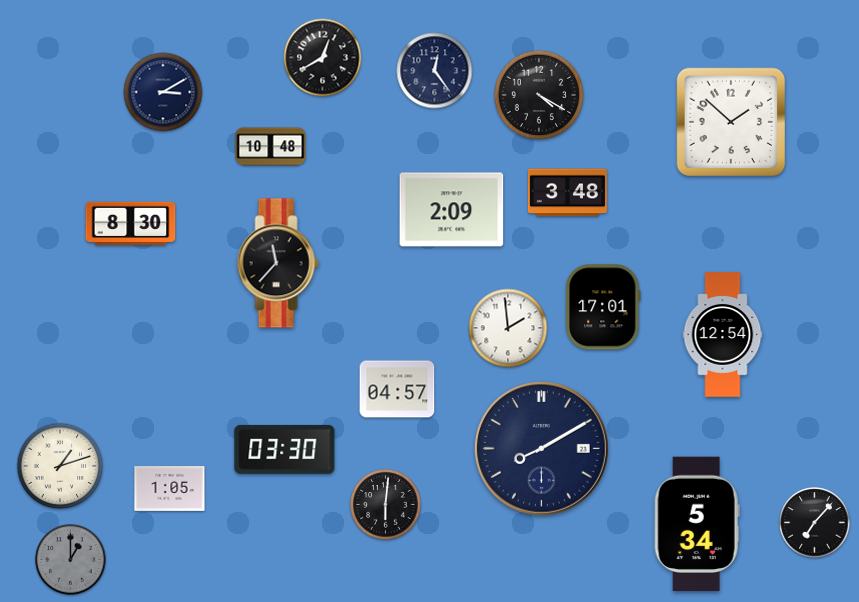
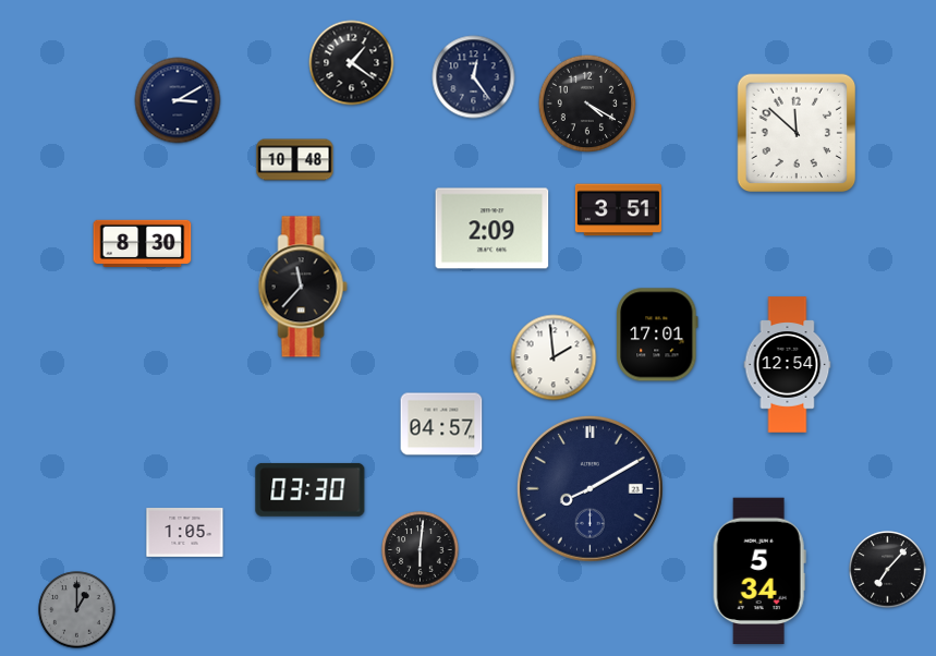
clock at (323, 58): 12:40 -> 1:21
clock at (731, 122): 1:52 -> 11:52
clock at (567, 193): 3:48 -> 3:51
clock at (397, 389) position: (397, 389) -> (441, 424)
clock at (60, 466): 1:12 -> none
